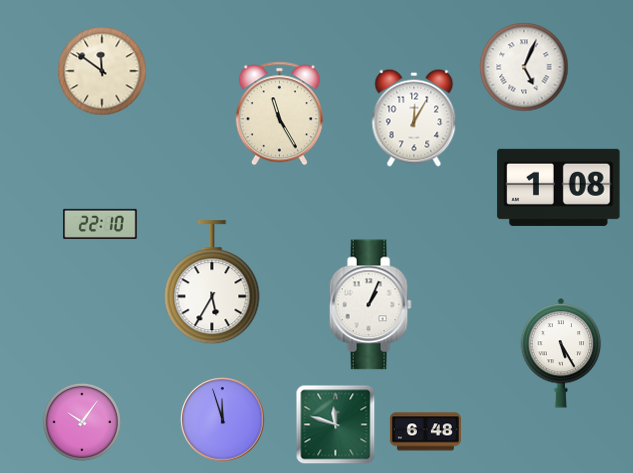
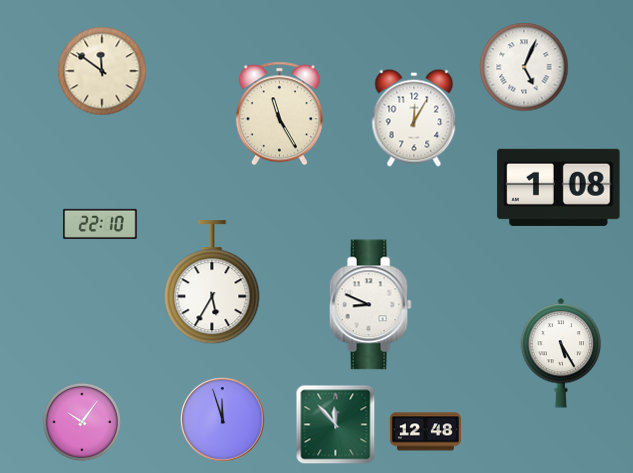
clock at (370, 305): 1:04 -> 8:49
clock at (336, 425): 11:48 -> 11:53
clock at (425, 432): 6:48 -> 12:48
